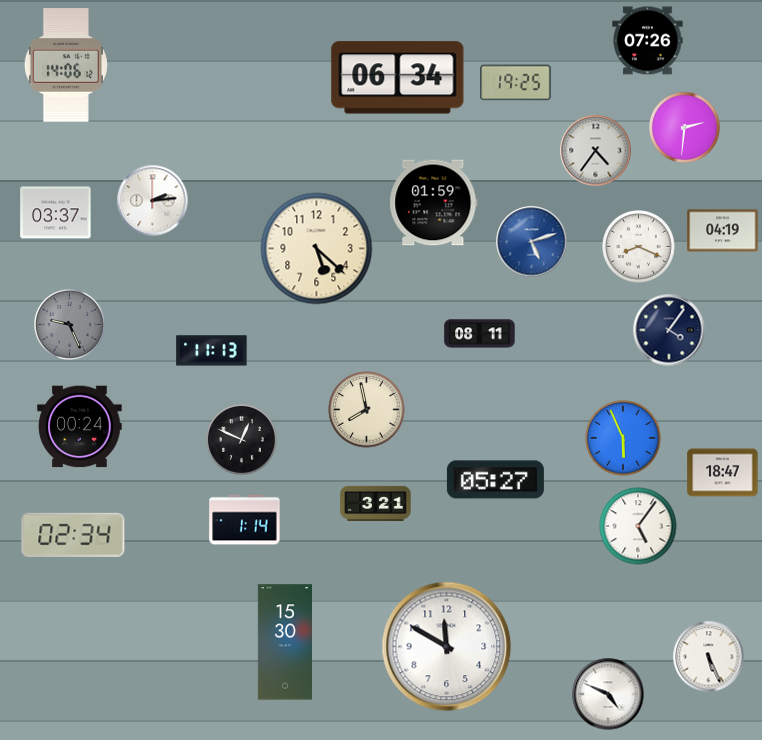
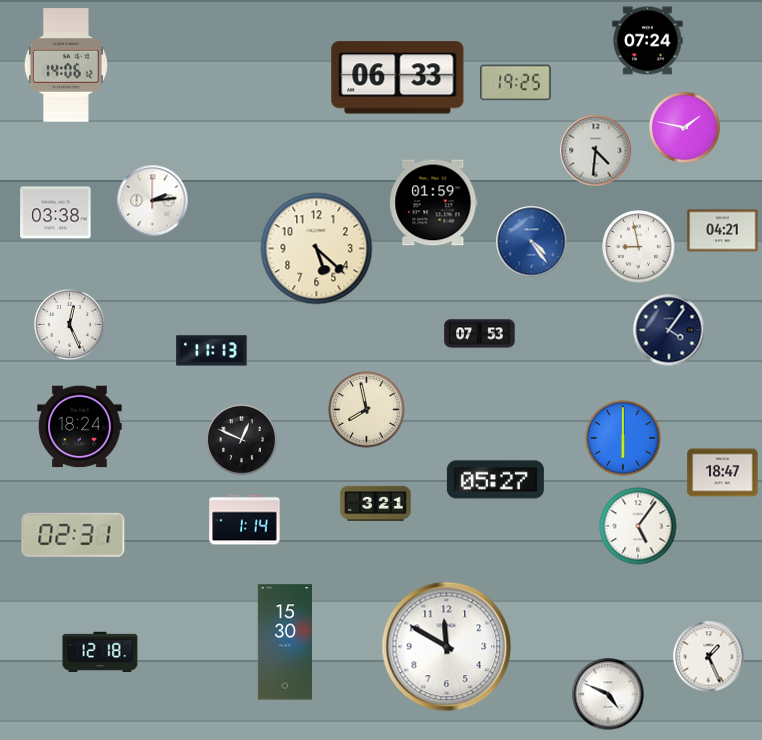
clock at (648, 41): 07:26 -> 07:24
clock at (398, 78): 06:34 -> 06:33
clock at (684, 127): 2:31 -> 1:47
clock at (596, 151): 4:36 -> 4:31
clock at (56, 213): 03:37 -> 03:38
clock at (723, 231): 04:19 -> 04:21
clock at (532, 242): 5:12 -> 4:24
clock at (639, 247): 8:19 -> 8:58
clock at (69, 324): 9:26 -> 12:26
clock at (69, 324) dial: grey -> white
clock at (480, 334): 08:11 -> 07:53
clock at (80, 427): 00:24 -> 18:24
clock at (623, 438): 5:56 -> 6:00
clock at (73, 535): 02:34 -> 02:31
clock at (100, 652): none -> 12:18
clock at (709, 657): 5:26 -> 1:26
